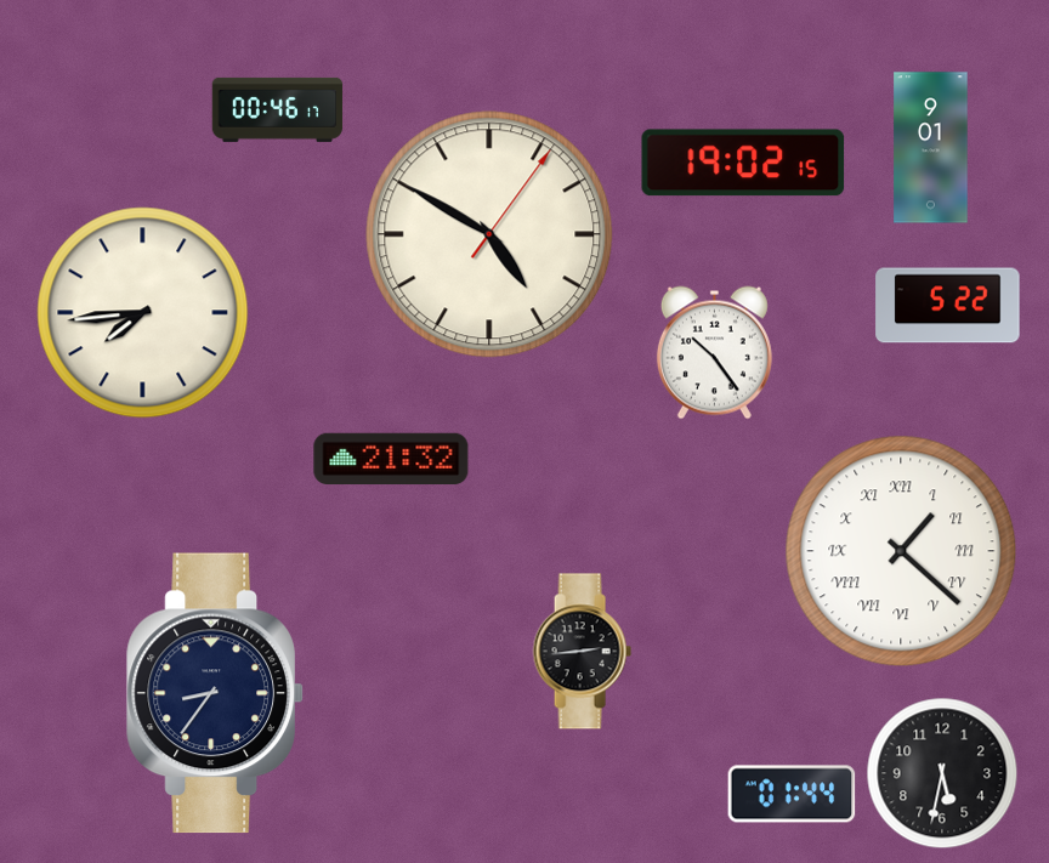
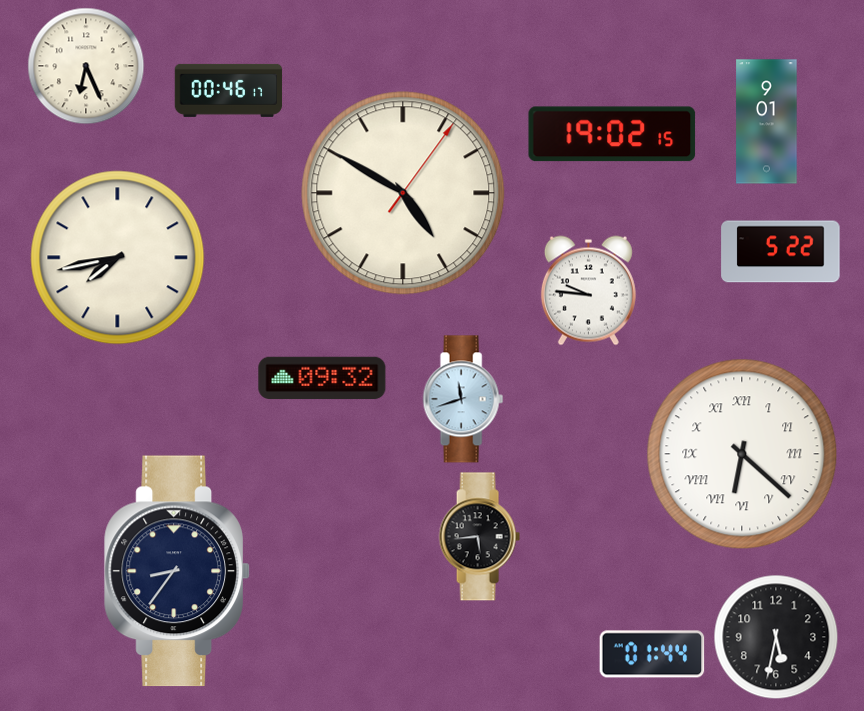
clock at (86, 66): none -> 6:26
clock at (143, 313): 7:44 -> 7:43
clock at (714, 353): 10:24 -> 9:46
clock at (391, 459): 21:32 -> 09:32
clock at (463, 399): none -> 11:42
clock at (901, 551): 1:22 -> 6:22
clock at (582, 652): 2:44 -> 5:44
